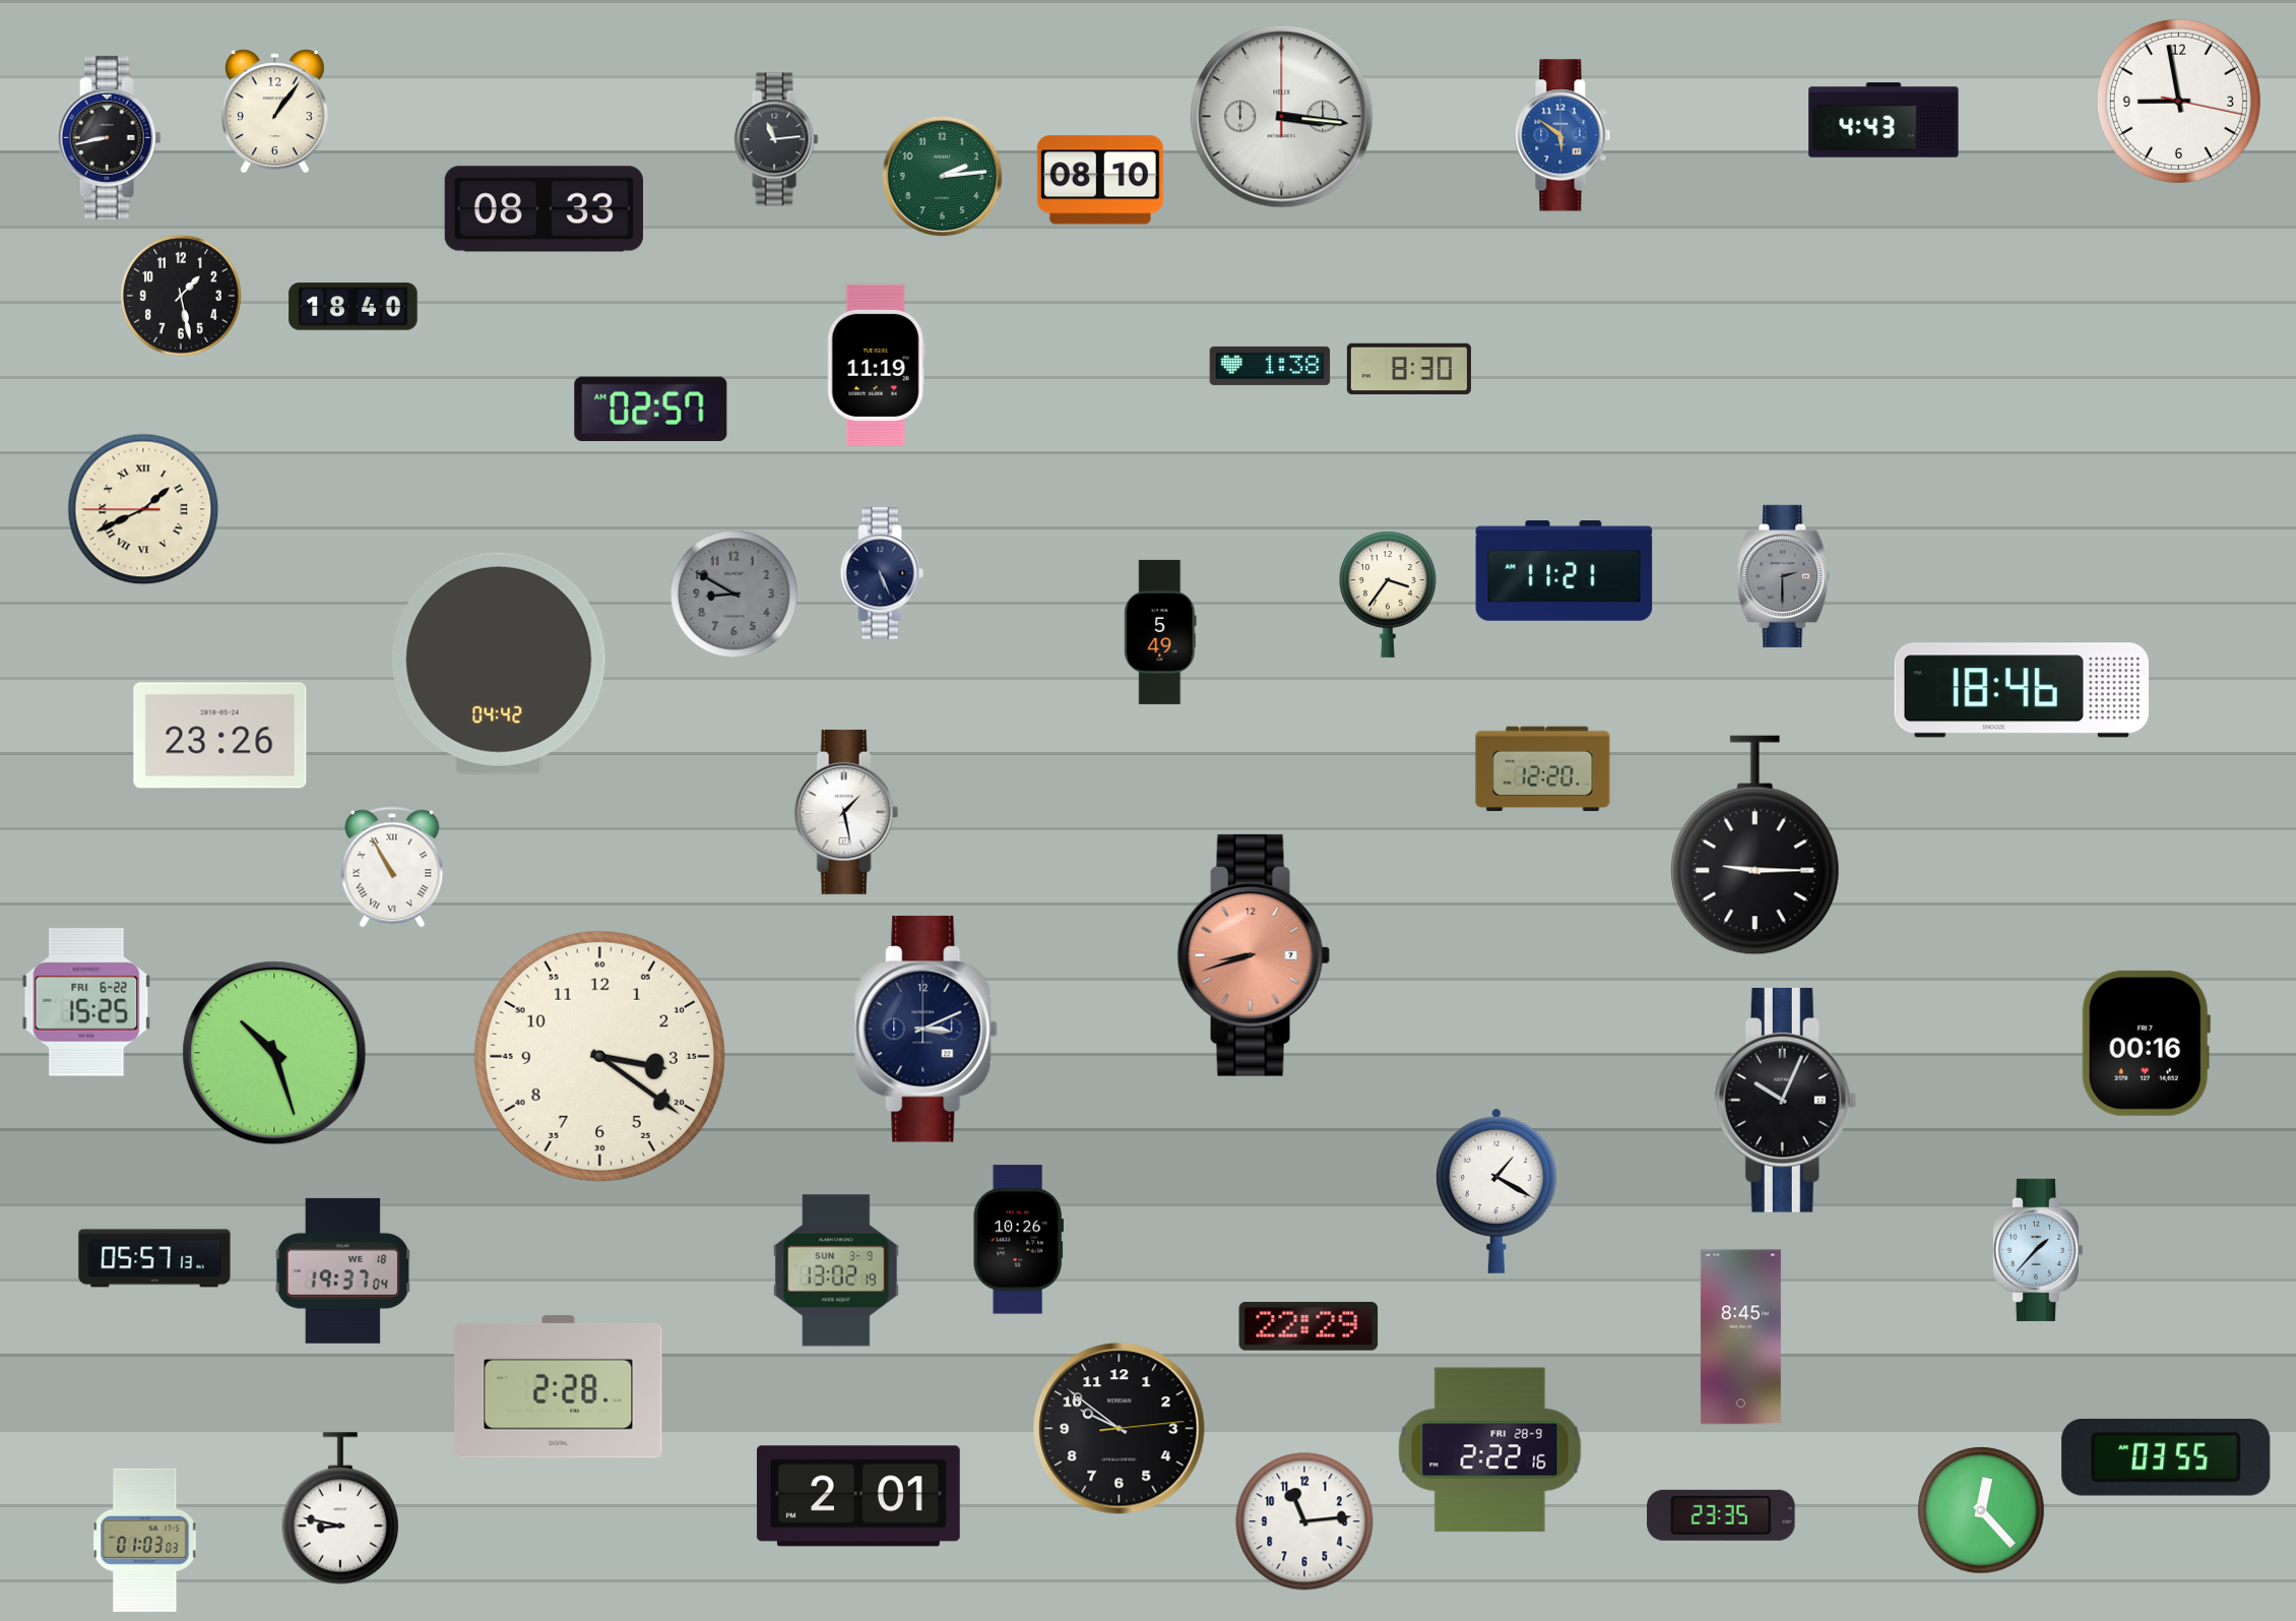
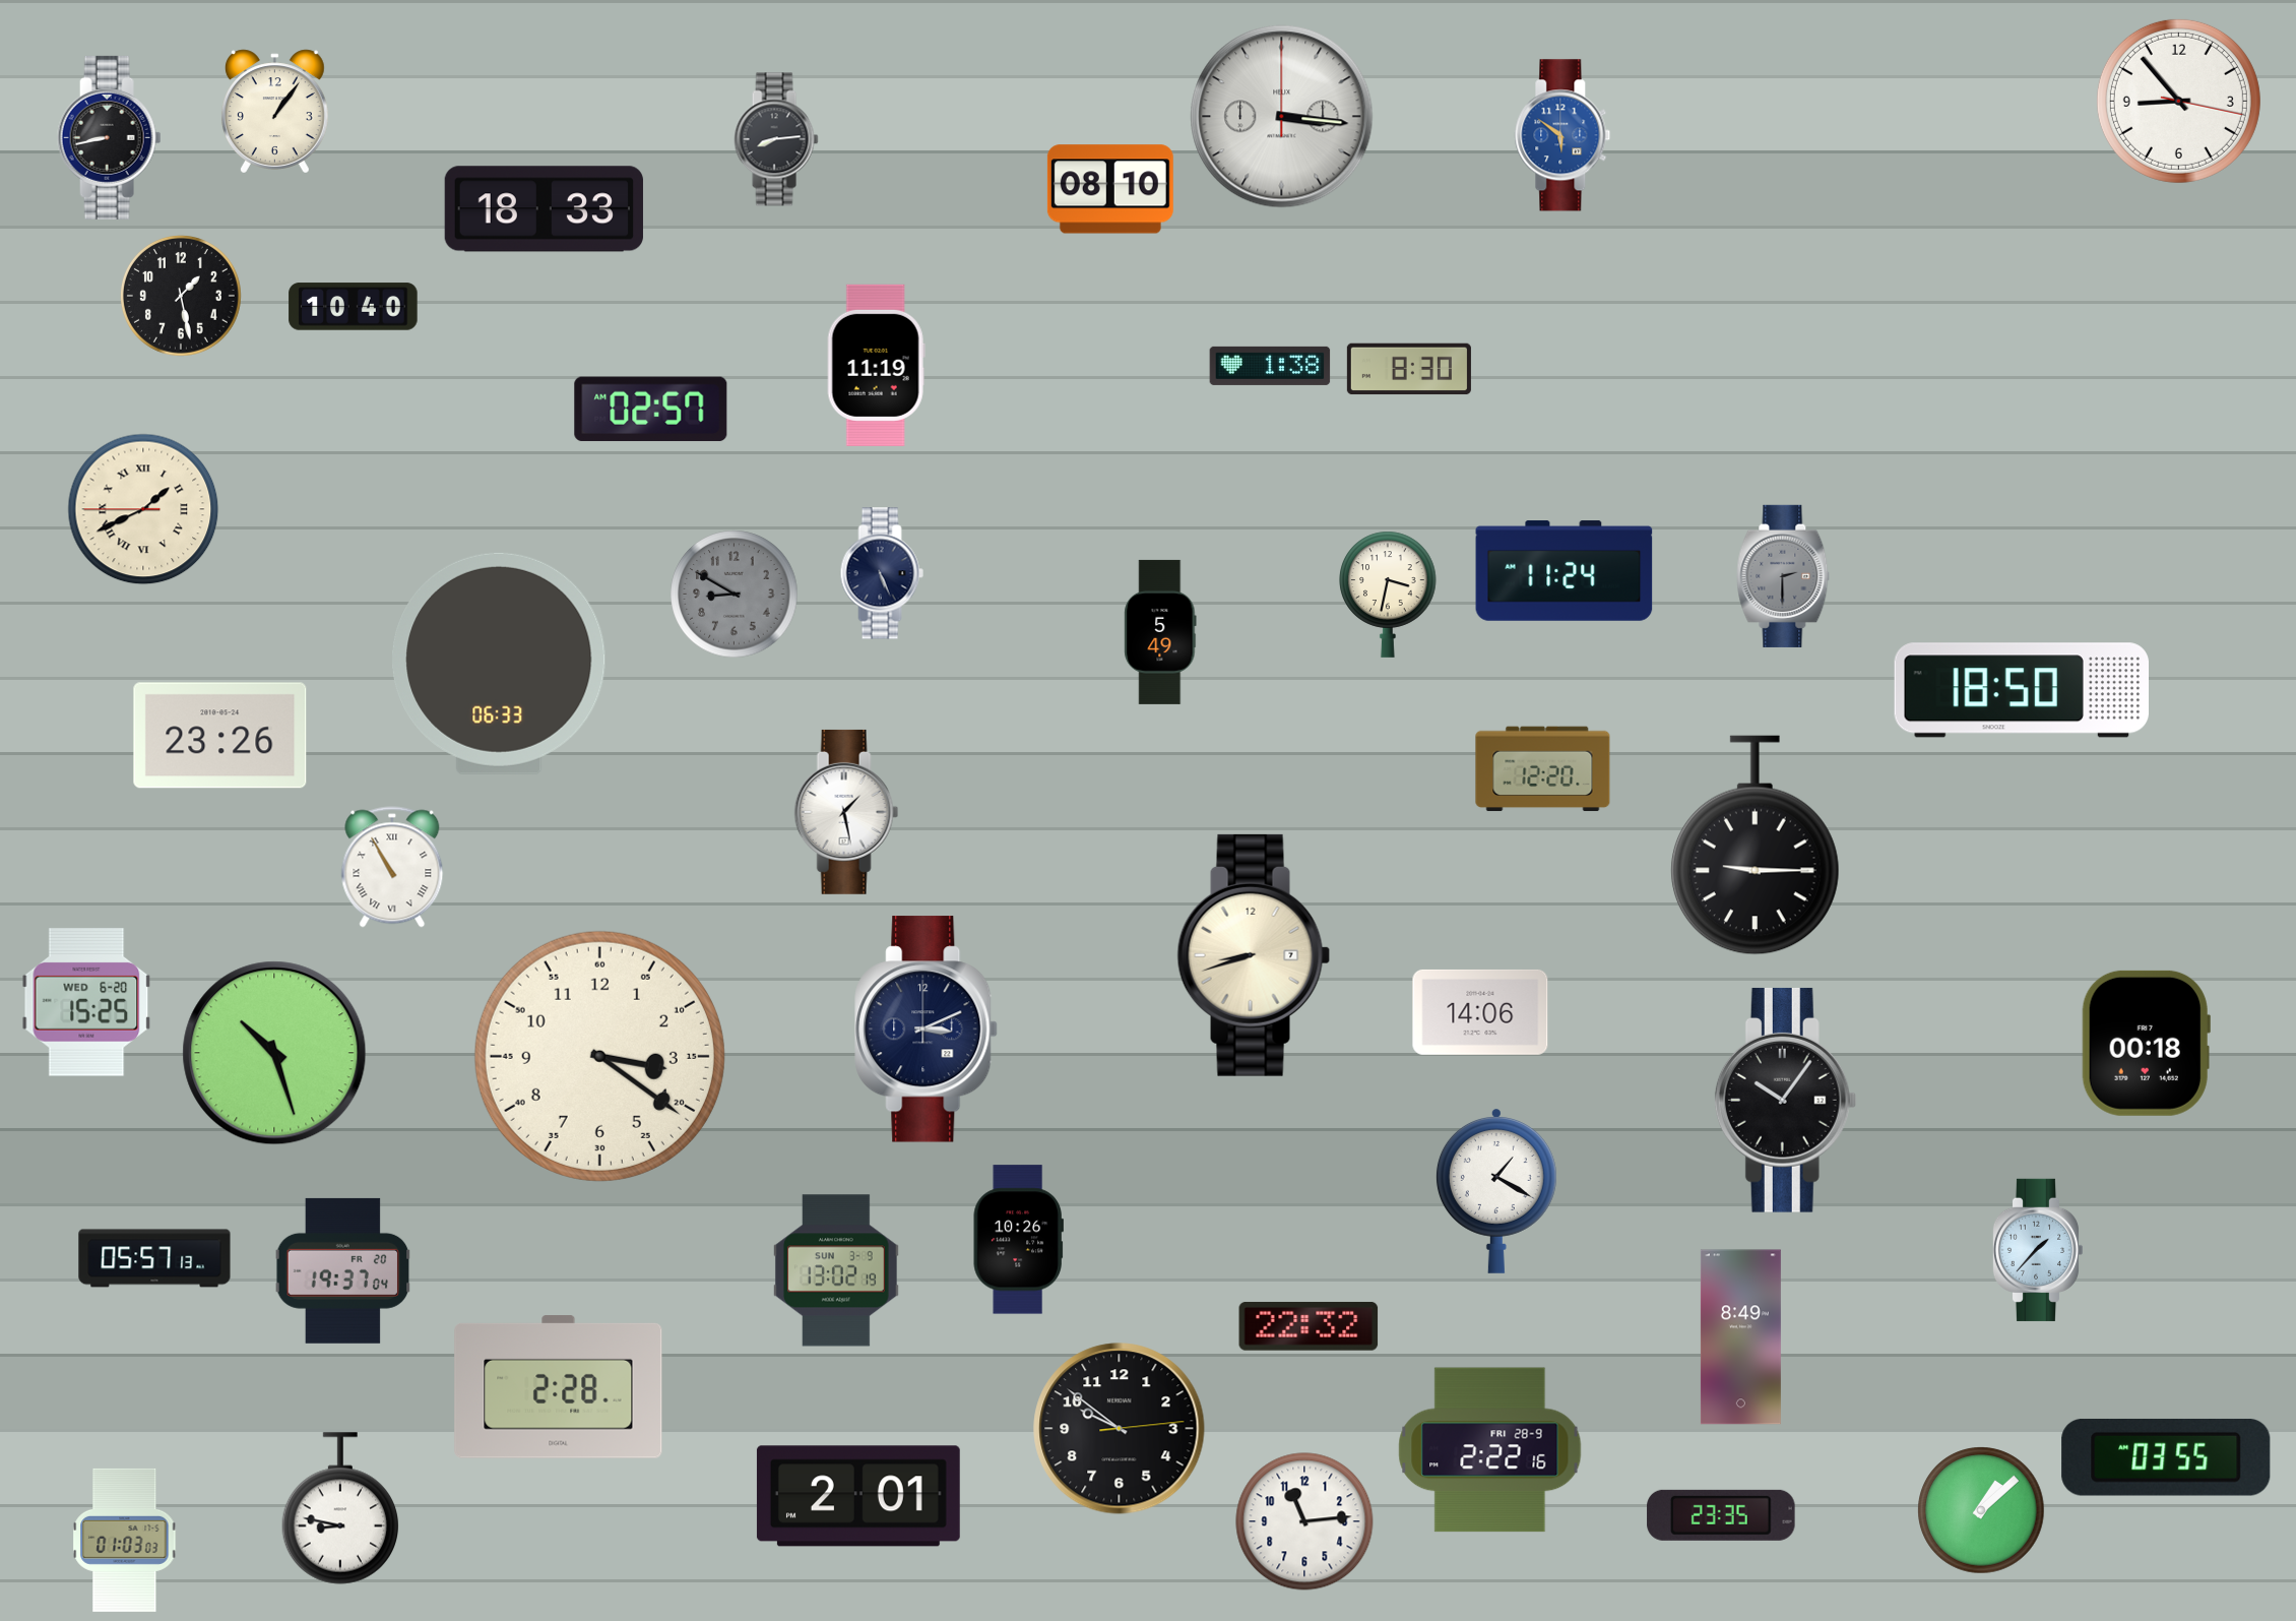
clock at (2178, 101): 8:58 -> 8:53
clock at (1884, 120): 4:43 -> none
clock at (776, 139): 11:14 -> 8:14
clock at (943, 177): 2:14 -> none
clock at (1100, 180) position: (1100, 180) -> (1110, 189)
clock at (544, 209): 08:33 -> 18:33
clock at (354, 307): 18:40 -> 10:40
clock at (1565, 571): 11:21 -> 11:24
clock at (1388, 595): 3:36 -> 3:32
clock at (499, 664): 04:42 -> 06:33
clock at (2021, 690): 18:46 -> 18:50
clock at (1254, 955) dial: salmon -> cream
clock at (86, 1002) date: FRI 6-22 -> WED 6-20
clock at (1480, 1012): none -> 14:06
clock at (2146, 1043): 00:16 -> 00:18
clock at (1786, 1101): 10:04 -> 10:06
clock at (343, 1270) date: WE 18 -> FR 20
clock at (1309, 1326): 22:29 -> 22:32
clock at (1740, 1337): 8:45 -> 8:49
clock at (1981, 1510): 12:23 -> 1:08
clock at (145, 1540) position: (145, 1540) -> (125, 1540)
